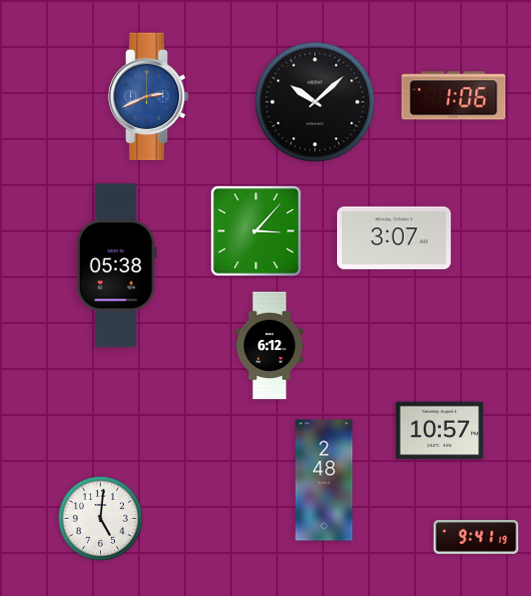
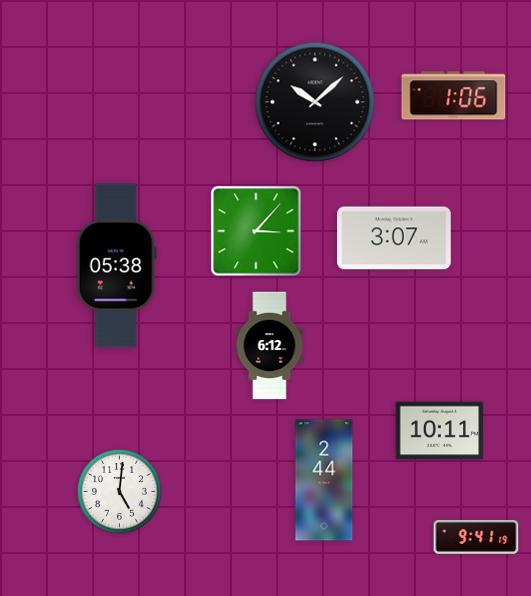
clock at (150, 97): 2:41 -> none
clock at (440, 431): 10:57 -> 10:11
clock at (324, 480): 2:48 -> 2:44
clock at (100, 518) position: (100, 518) -> (119, 491)
